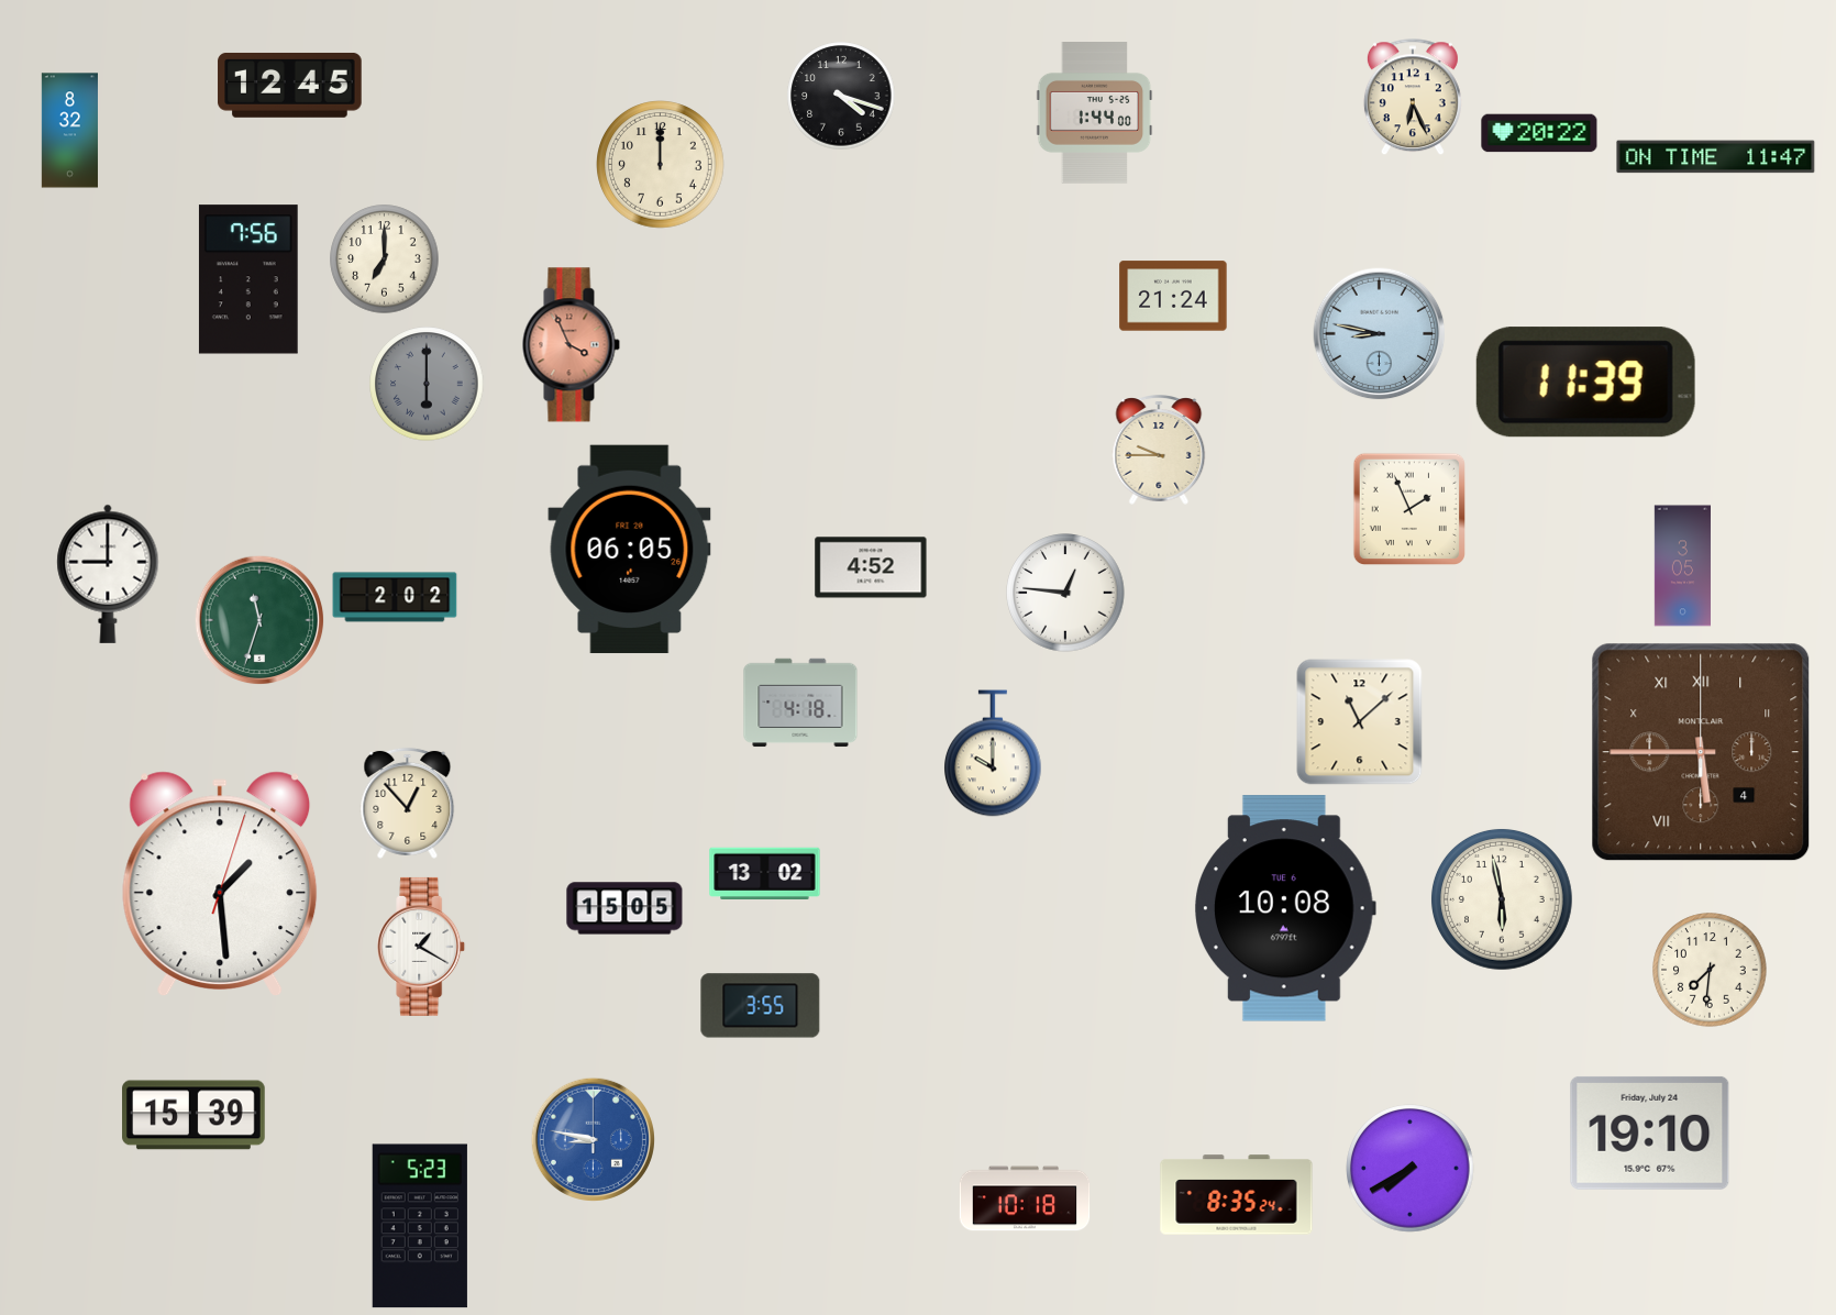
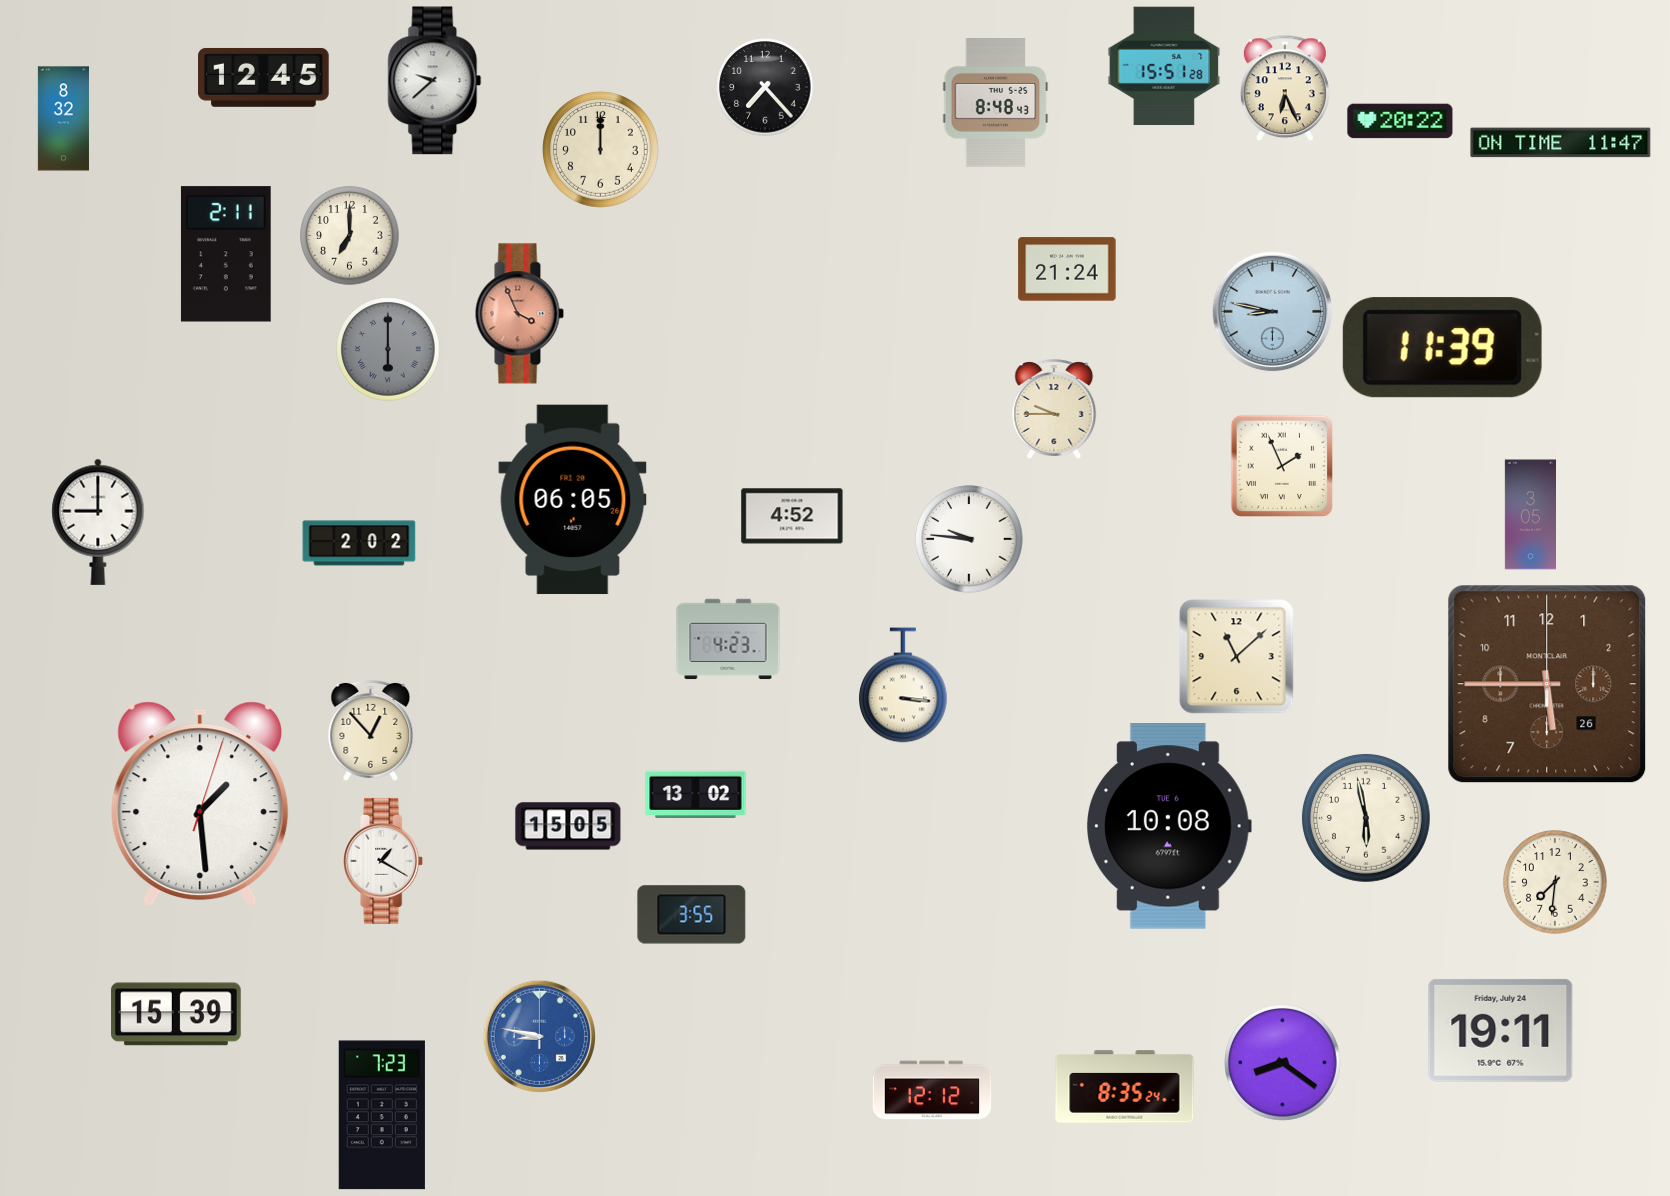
clock at (1164, 66): none -> 15:51
clock at (435, 81): none -> 9:38
clock at (841, 96): 4:18 -> 7:23
clock at (1095, 113): 1:44 -> 8:48
clock at (248, 279): 7:56 -> 2:11
clock at (1380, 334) position: (1380, 334) -> (1273, 312)
clock at (1408, 508) position: (1408, 508) -> (1281, 465)
clock at (1065, 593): 12:46 -> 9:46
clock at (259, 620): 11:33 -> none
clock at (800, 703): 4:18 -> 4:23
clock at (1701, 752) date: 4 -> 26
clock at (1701, 752) numerals: Roman -> Arabic
clock at (994, 753): 10:00 -> 3:16
clock at (1650, 1132): 19:10 -> 19:11
clock at (1411, 1169): 7:40 -> 8:21
clock at (1025, 1198): 10:18 -> 12:12
clock at (420, 1226): 5:23 -> 7:23
